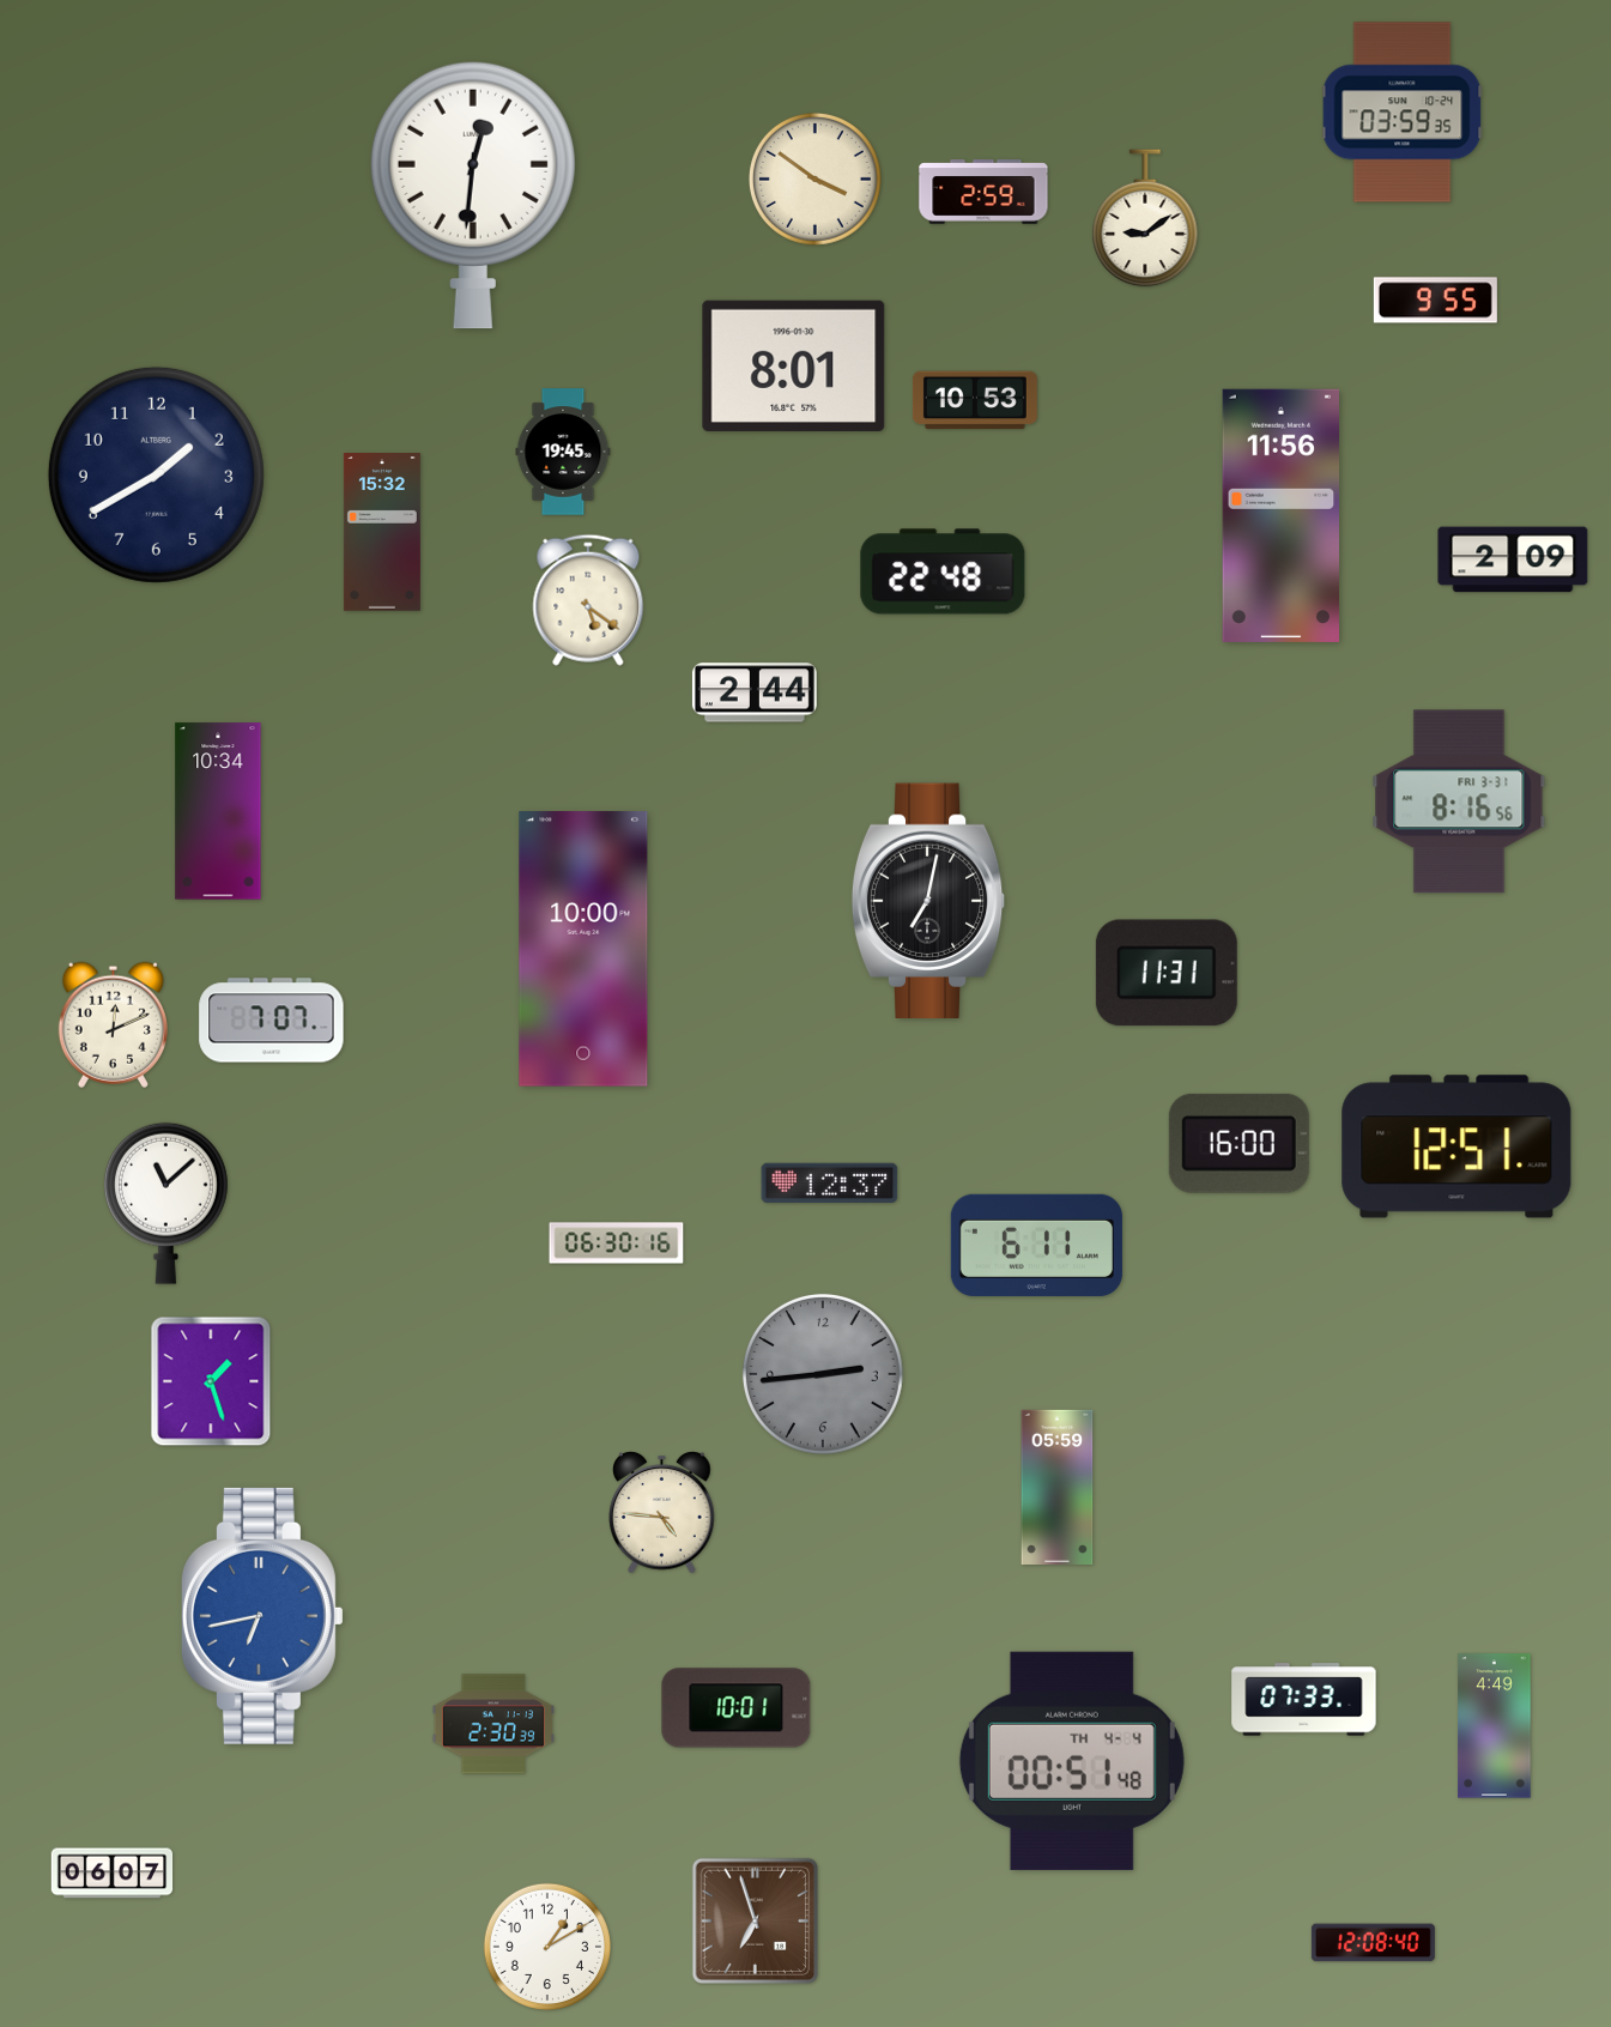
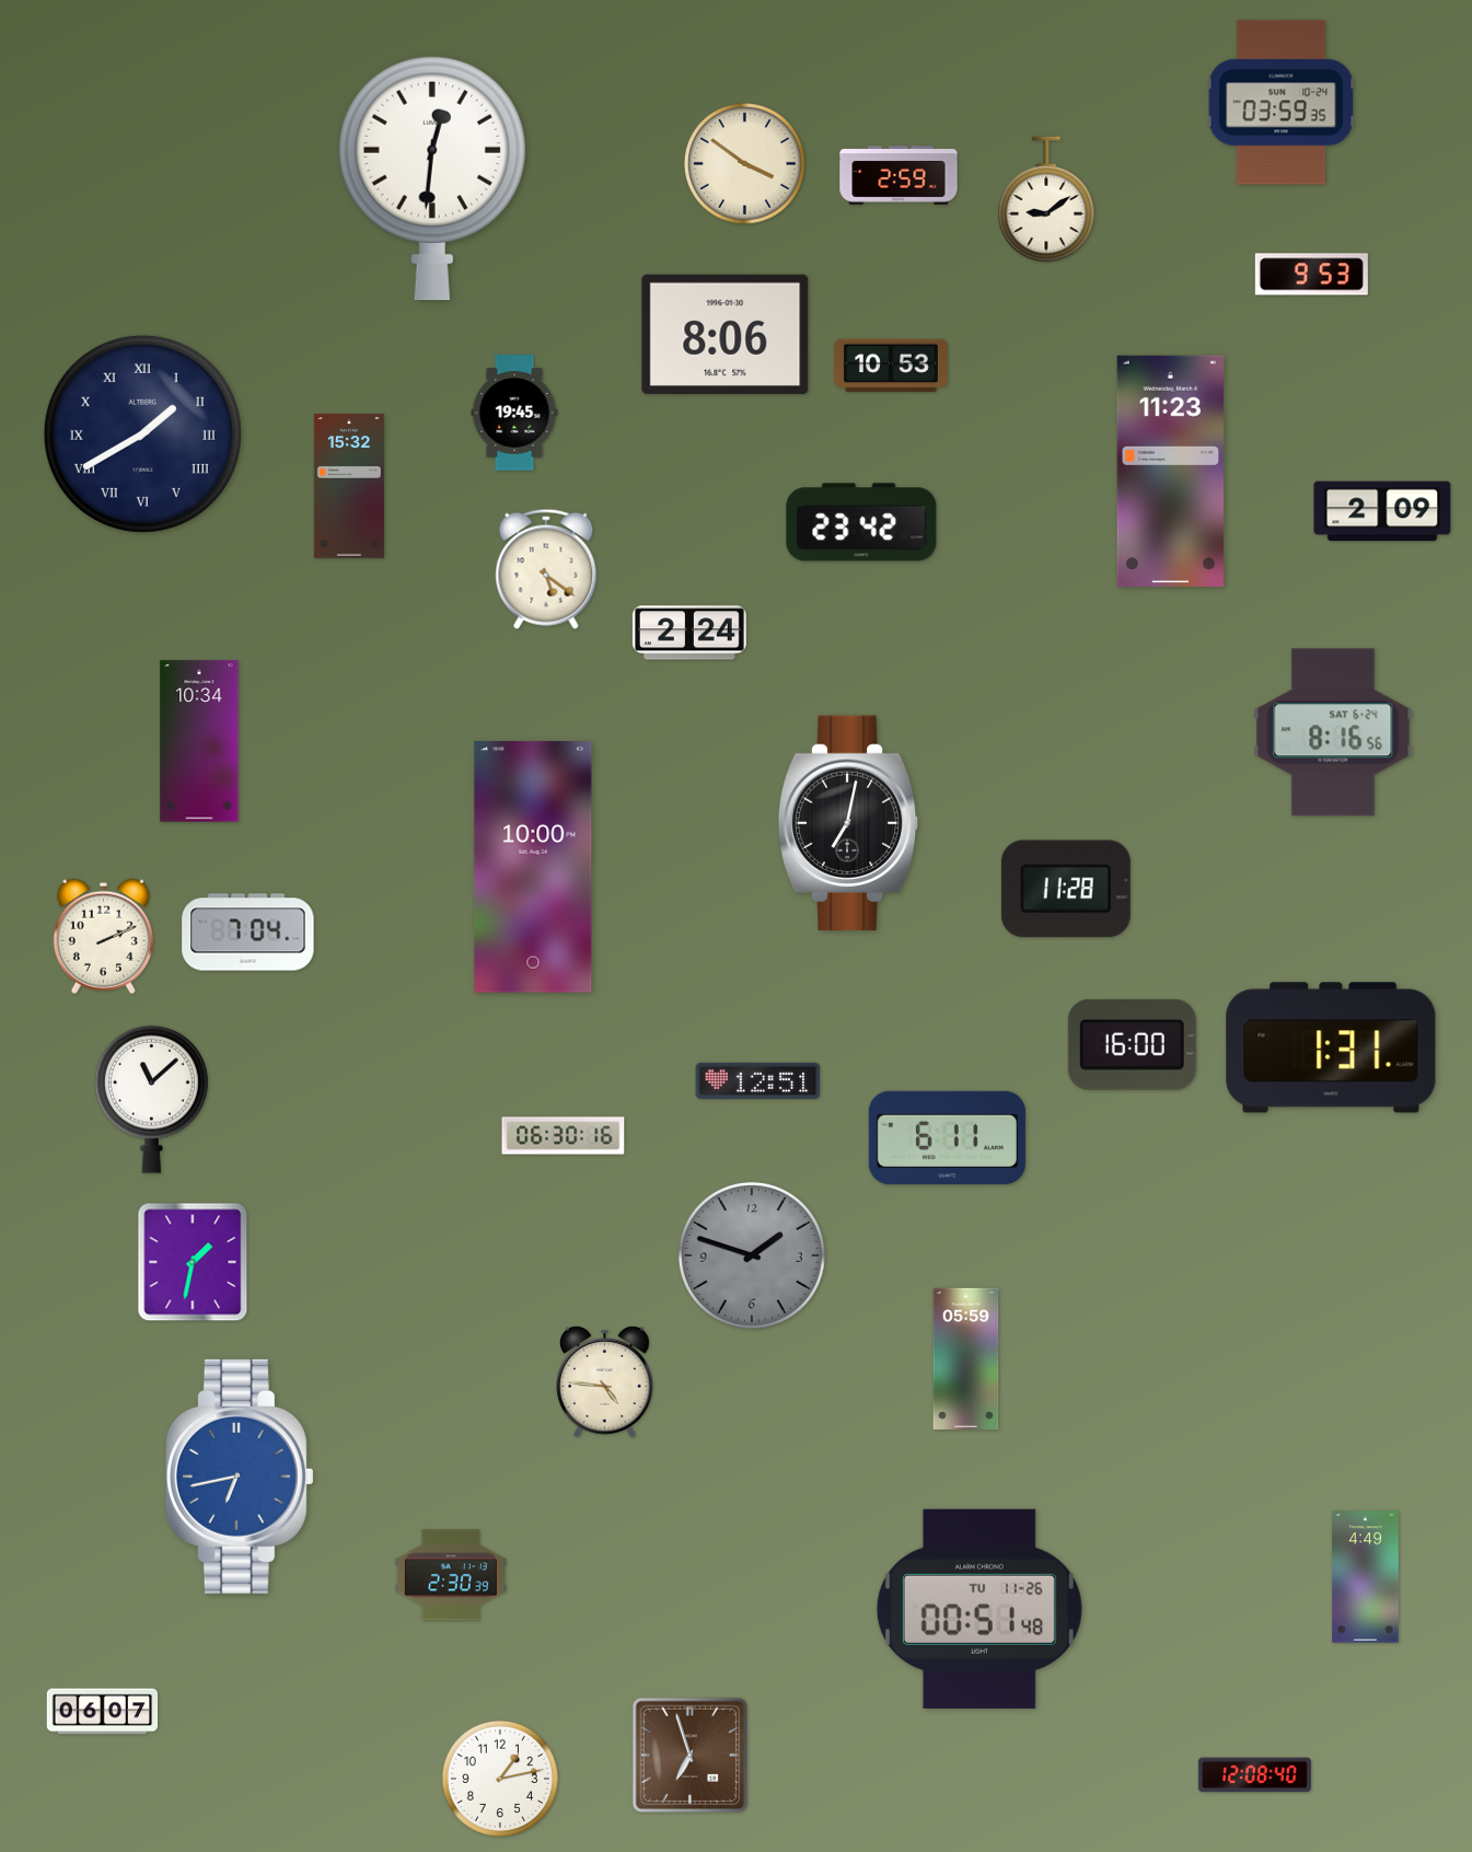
clock at (1435, 301): 9:55 -> 9:53
clock at (794, 365): 8:01 -> 8:06
clock at (156, 474) numerals: Arabic -> Roman
clock at (1280, 515): 11:56 -> 11:23
clock at (943, 571): 22:48 -> 23:42
clock at (588, 600) position: (588, 600) -> (546, 569)
clock at (755, 692): 2:44 -> 2:24
clock at (1459, 801) date: FRI 3-31 -> SAT 6-24
clock at (1167, 973): 11:31 -> 11:28
clock at (272, 1021): 7:07 -> 7:04
clock at (113, 1024): 12:11 -> 2:11
clock at (1456, 1146): 12:51 -> 1:31
clock at (830, 1182): 12:37 -> 12:51
clock at (823, 1374): 2:44 -> 1:48
clock at (211, 1381): 1:27 -> 1:32
clock at (1304, 1700): 07:33 -> none
clock at (737, 1708): 10:01 -> none
clock at (1072, 1761) date: TH 4-4 -> TU 11-26
clock at (547, 1947): 1:10 -> 1:13
